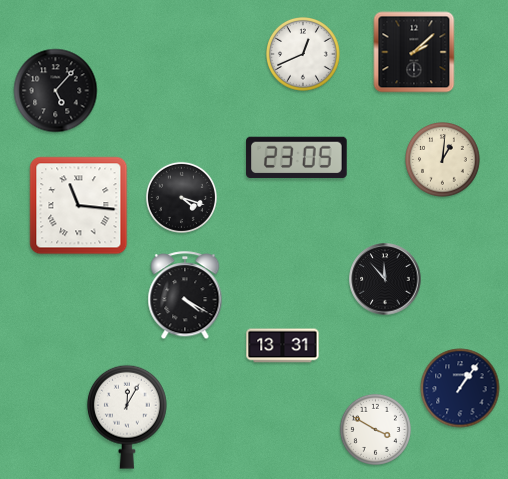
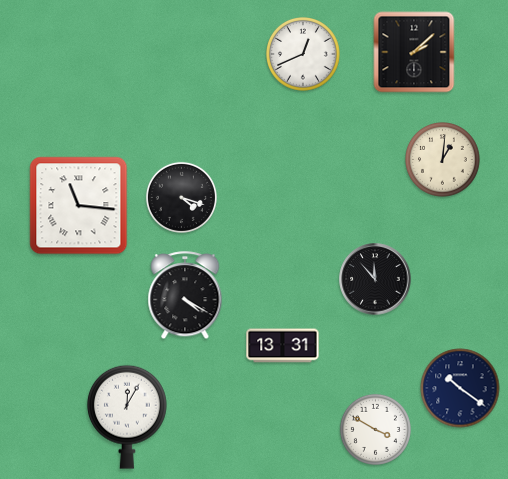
clock at (56, 91): 5:07 -> none
clock at (297, 158): 23:05 -> none
clock at (385, 279) position: (385, 279) -> (375, 279)
clock at (460, 388): 1:06 -> 10:21
